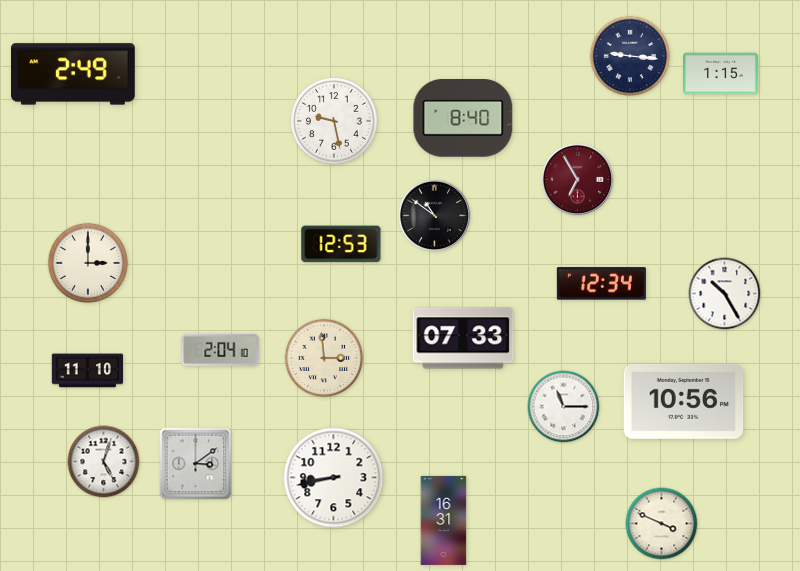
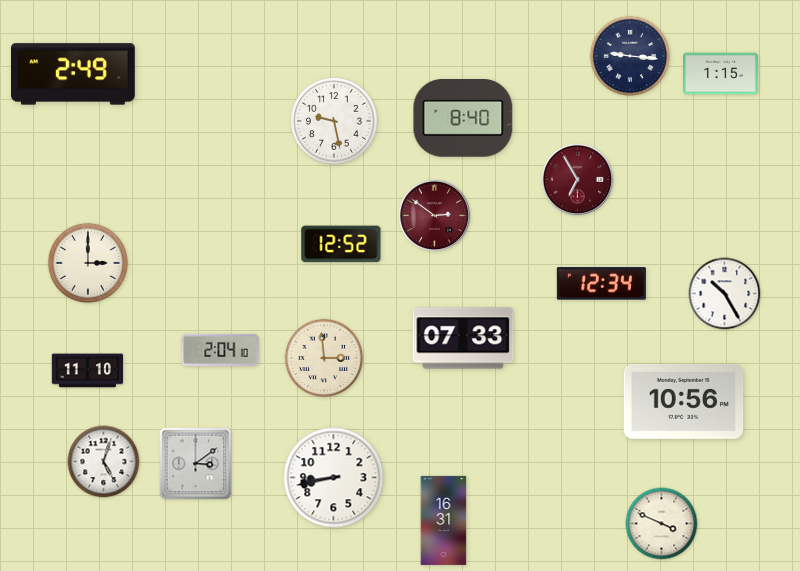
clock at (435, 216): 10:51 -> 2:51
clock at (435, 216) dial: black -> burgundy
clock at (341, 244): 12:53 -> 12:52
clock at (564, 407): 11:15 -> none
